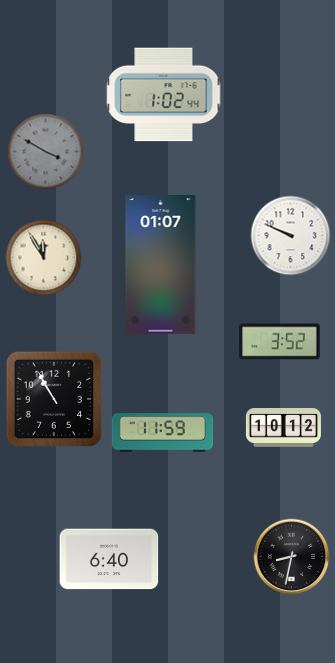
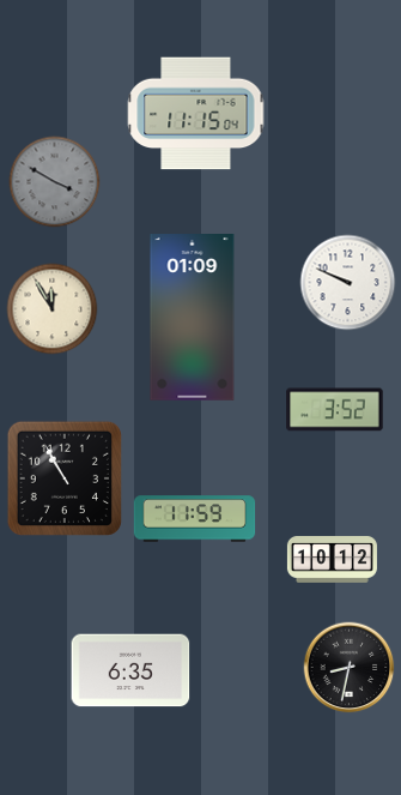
clock at (164, 95): 1:02 -> 11:15
clock at (161, 265): 01:07 -> 01:09
clock at (283, 428) position: (283, 428) -> (332, 560)
clock at (109, 559): 6:40 -> 6:35
